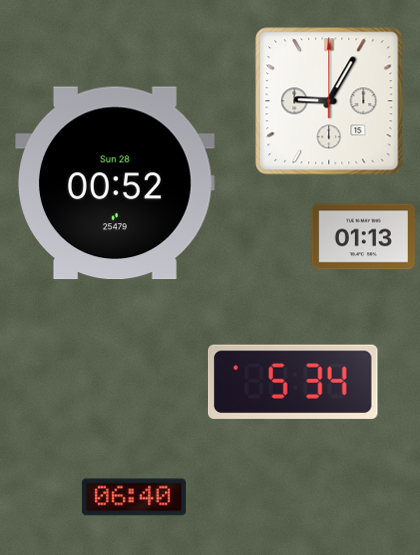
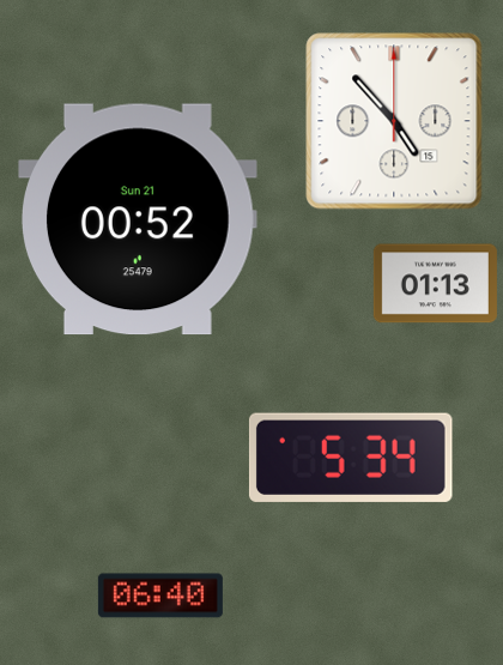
clock at (329, 101): 9:05 -> 4:53
clock at (116, 183) date: Sun 28 -> Sun 21
